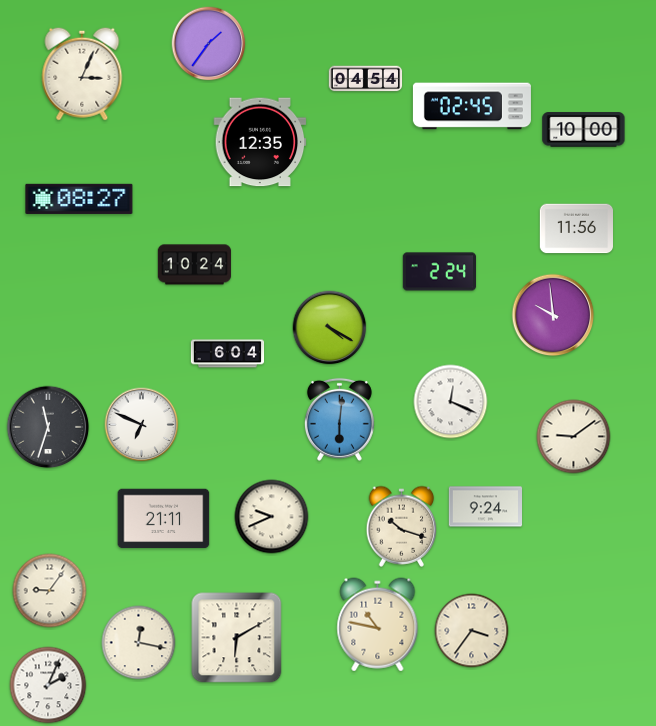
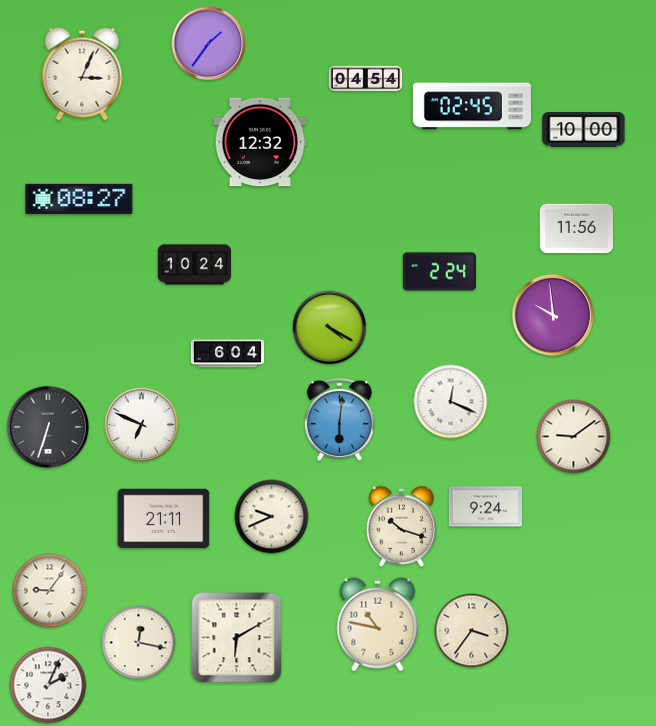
clock at (260, 142): 12:35 -> 12:32
clock at (48, 427): 11:33 -> 6:33
